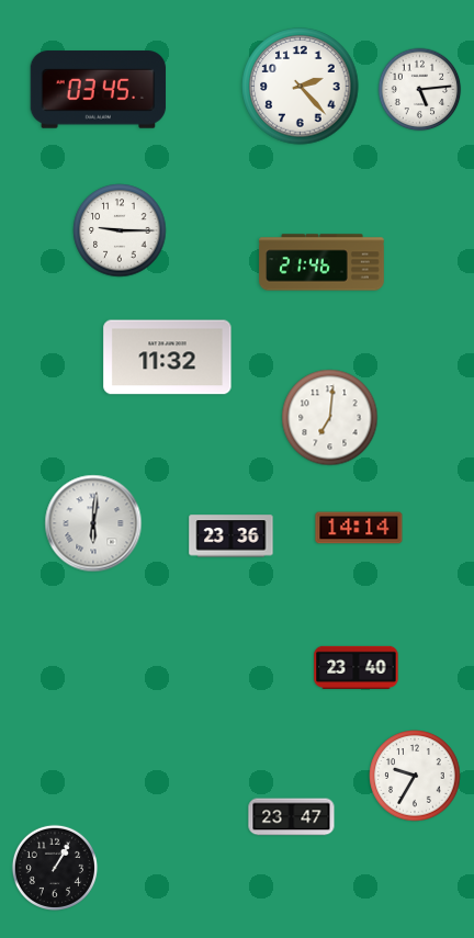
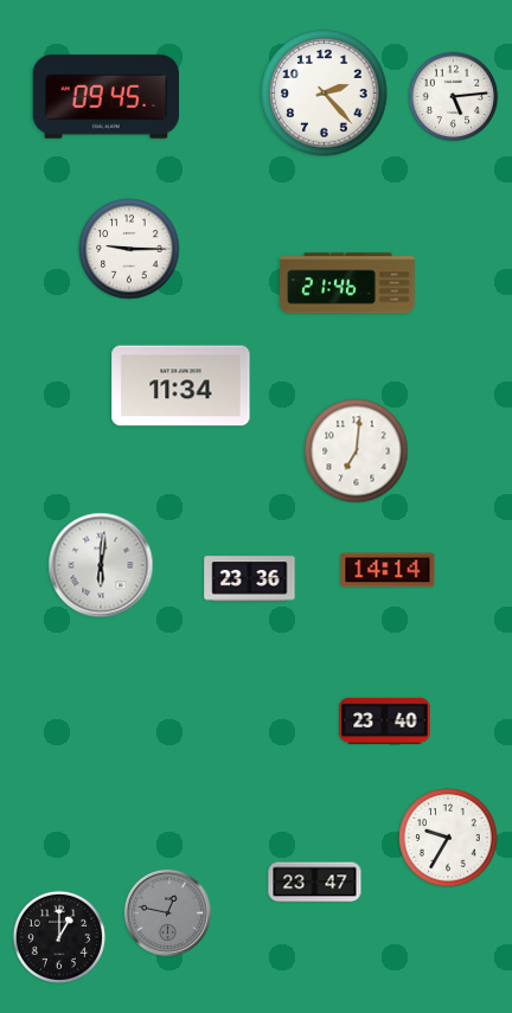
clock at (99, 90): 03:45 -> 09:45
clock at (168, 358): 11:32 -> 11:34
clock at (167, 912): none -> 12:47
clock at (55, 868): 1:05 -> 1:00
